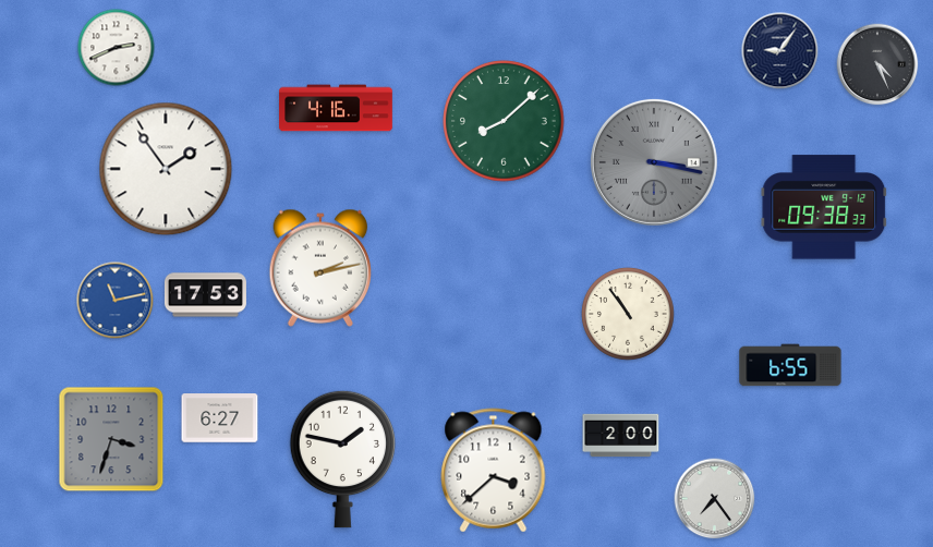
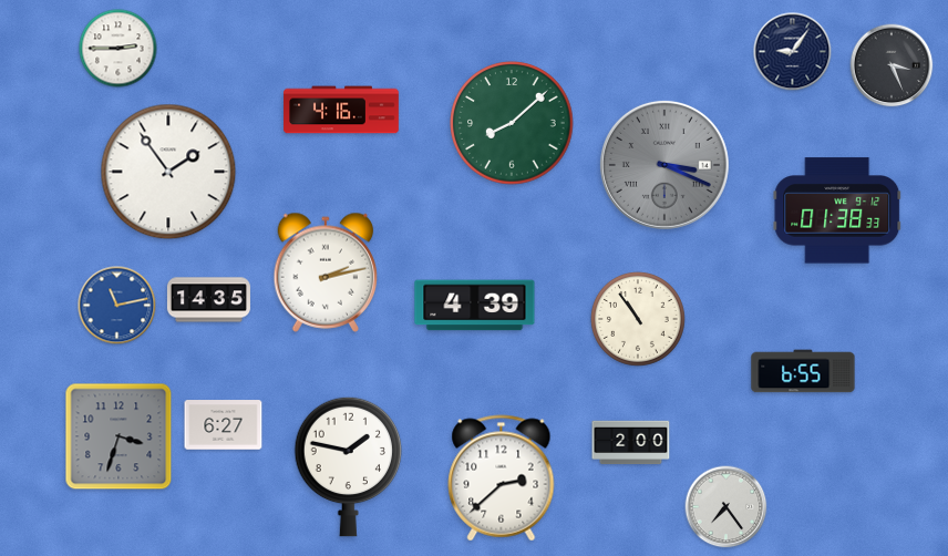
clock at (117, 48): 2:41 -> 2:45
clock at (877, 64): 4:26 -> 3:26
clock at (654, 162): 3:17 -> 3:19
clock at (824, 207): 09:38 -> 01:38
clock at (205, 295): 17:53 -> 14:35
clock at (475, 306): none -> 4:39
clock at (111, 439) position: (111, 439) -> (118, 436)
clock at (494, 471): 3:38 -> 2:38
